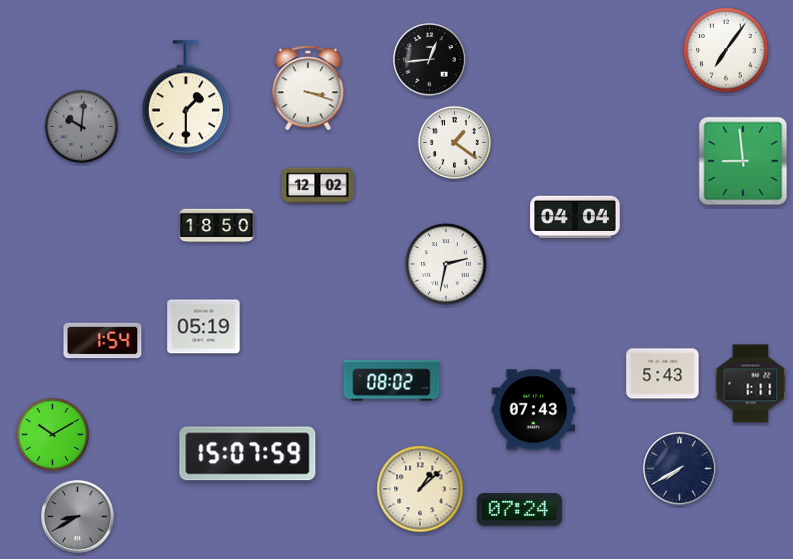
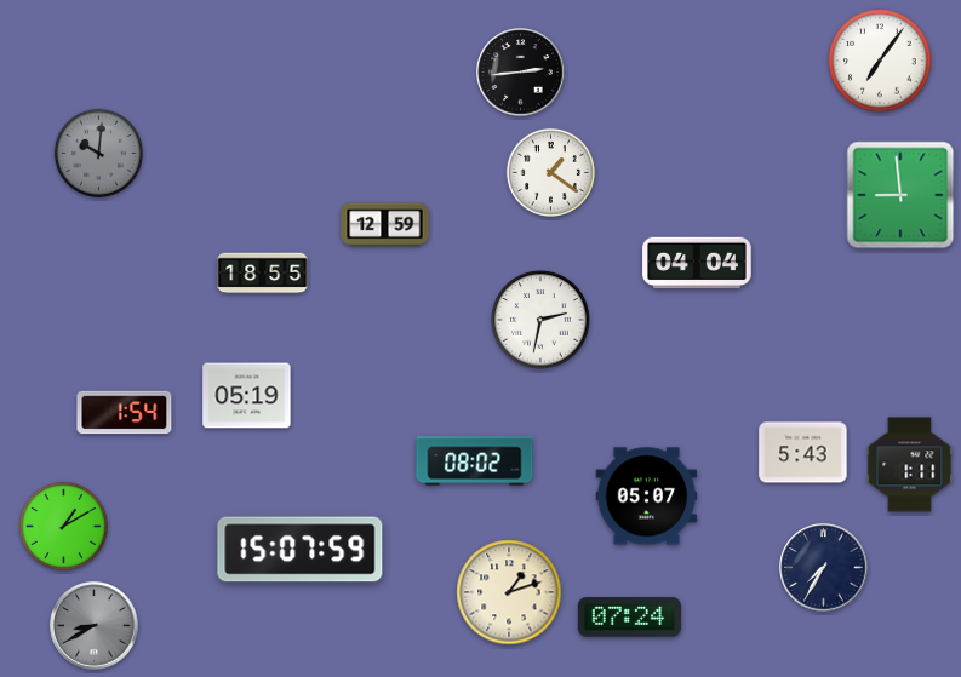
clock at (430, 60): 12:44 -> 2:44
clock at (308, 88): 3:18 -> none
clock at (185, 97): 1:30 -> none
clock at (318, 186): 12:02 -> 12:59
clock at (217, 226): 18:50 -> 18:55
clock at (534, 410): 07:43 -> 05:07
clock at (52, 434): 10:10 -> 1:10
clock at (680, 469): 7:40 -> 7:35
clock at (420, 489): 1:08 -> 1:12
